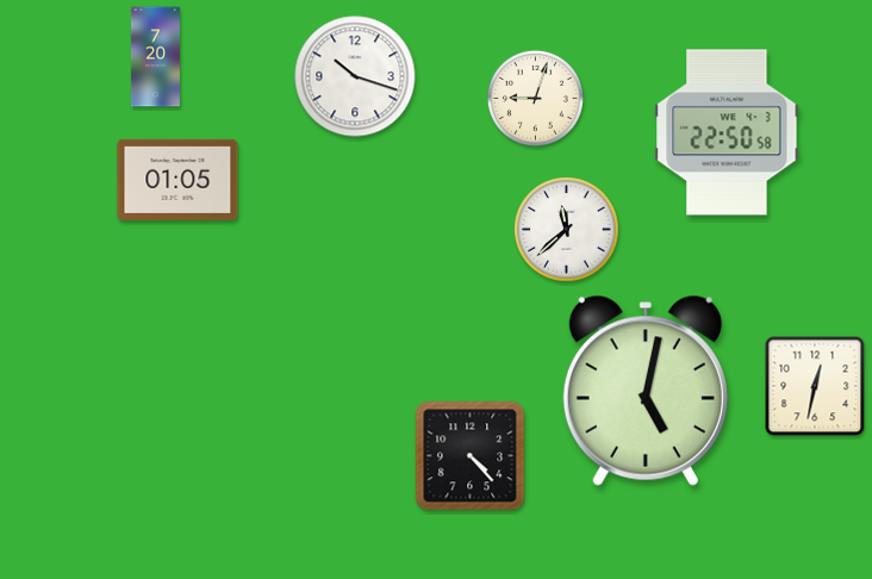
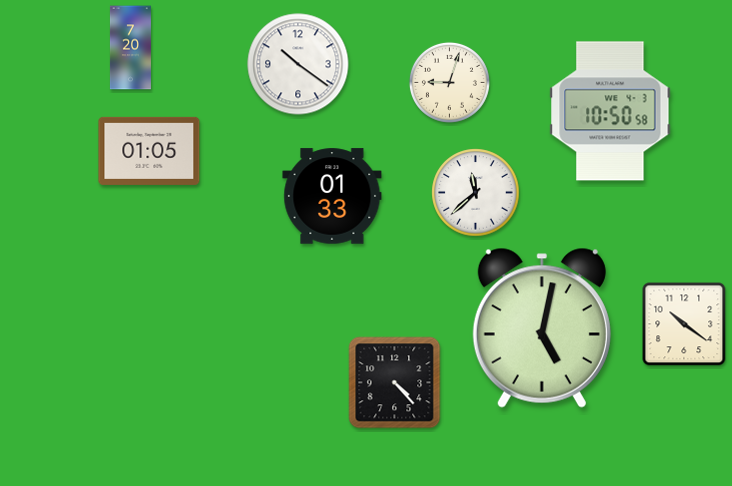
clock at (355, 76): 10:18 -> 10:21
clock at (727, 132): 22:50 -> 10:50
clock at (332, 196): none -> 01:33
clock at (815, 386): 12:32 -> 10:21
